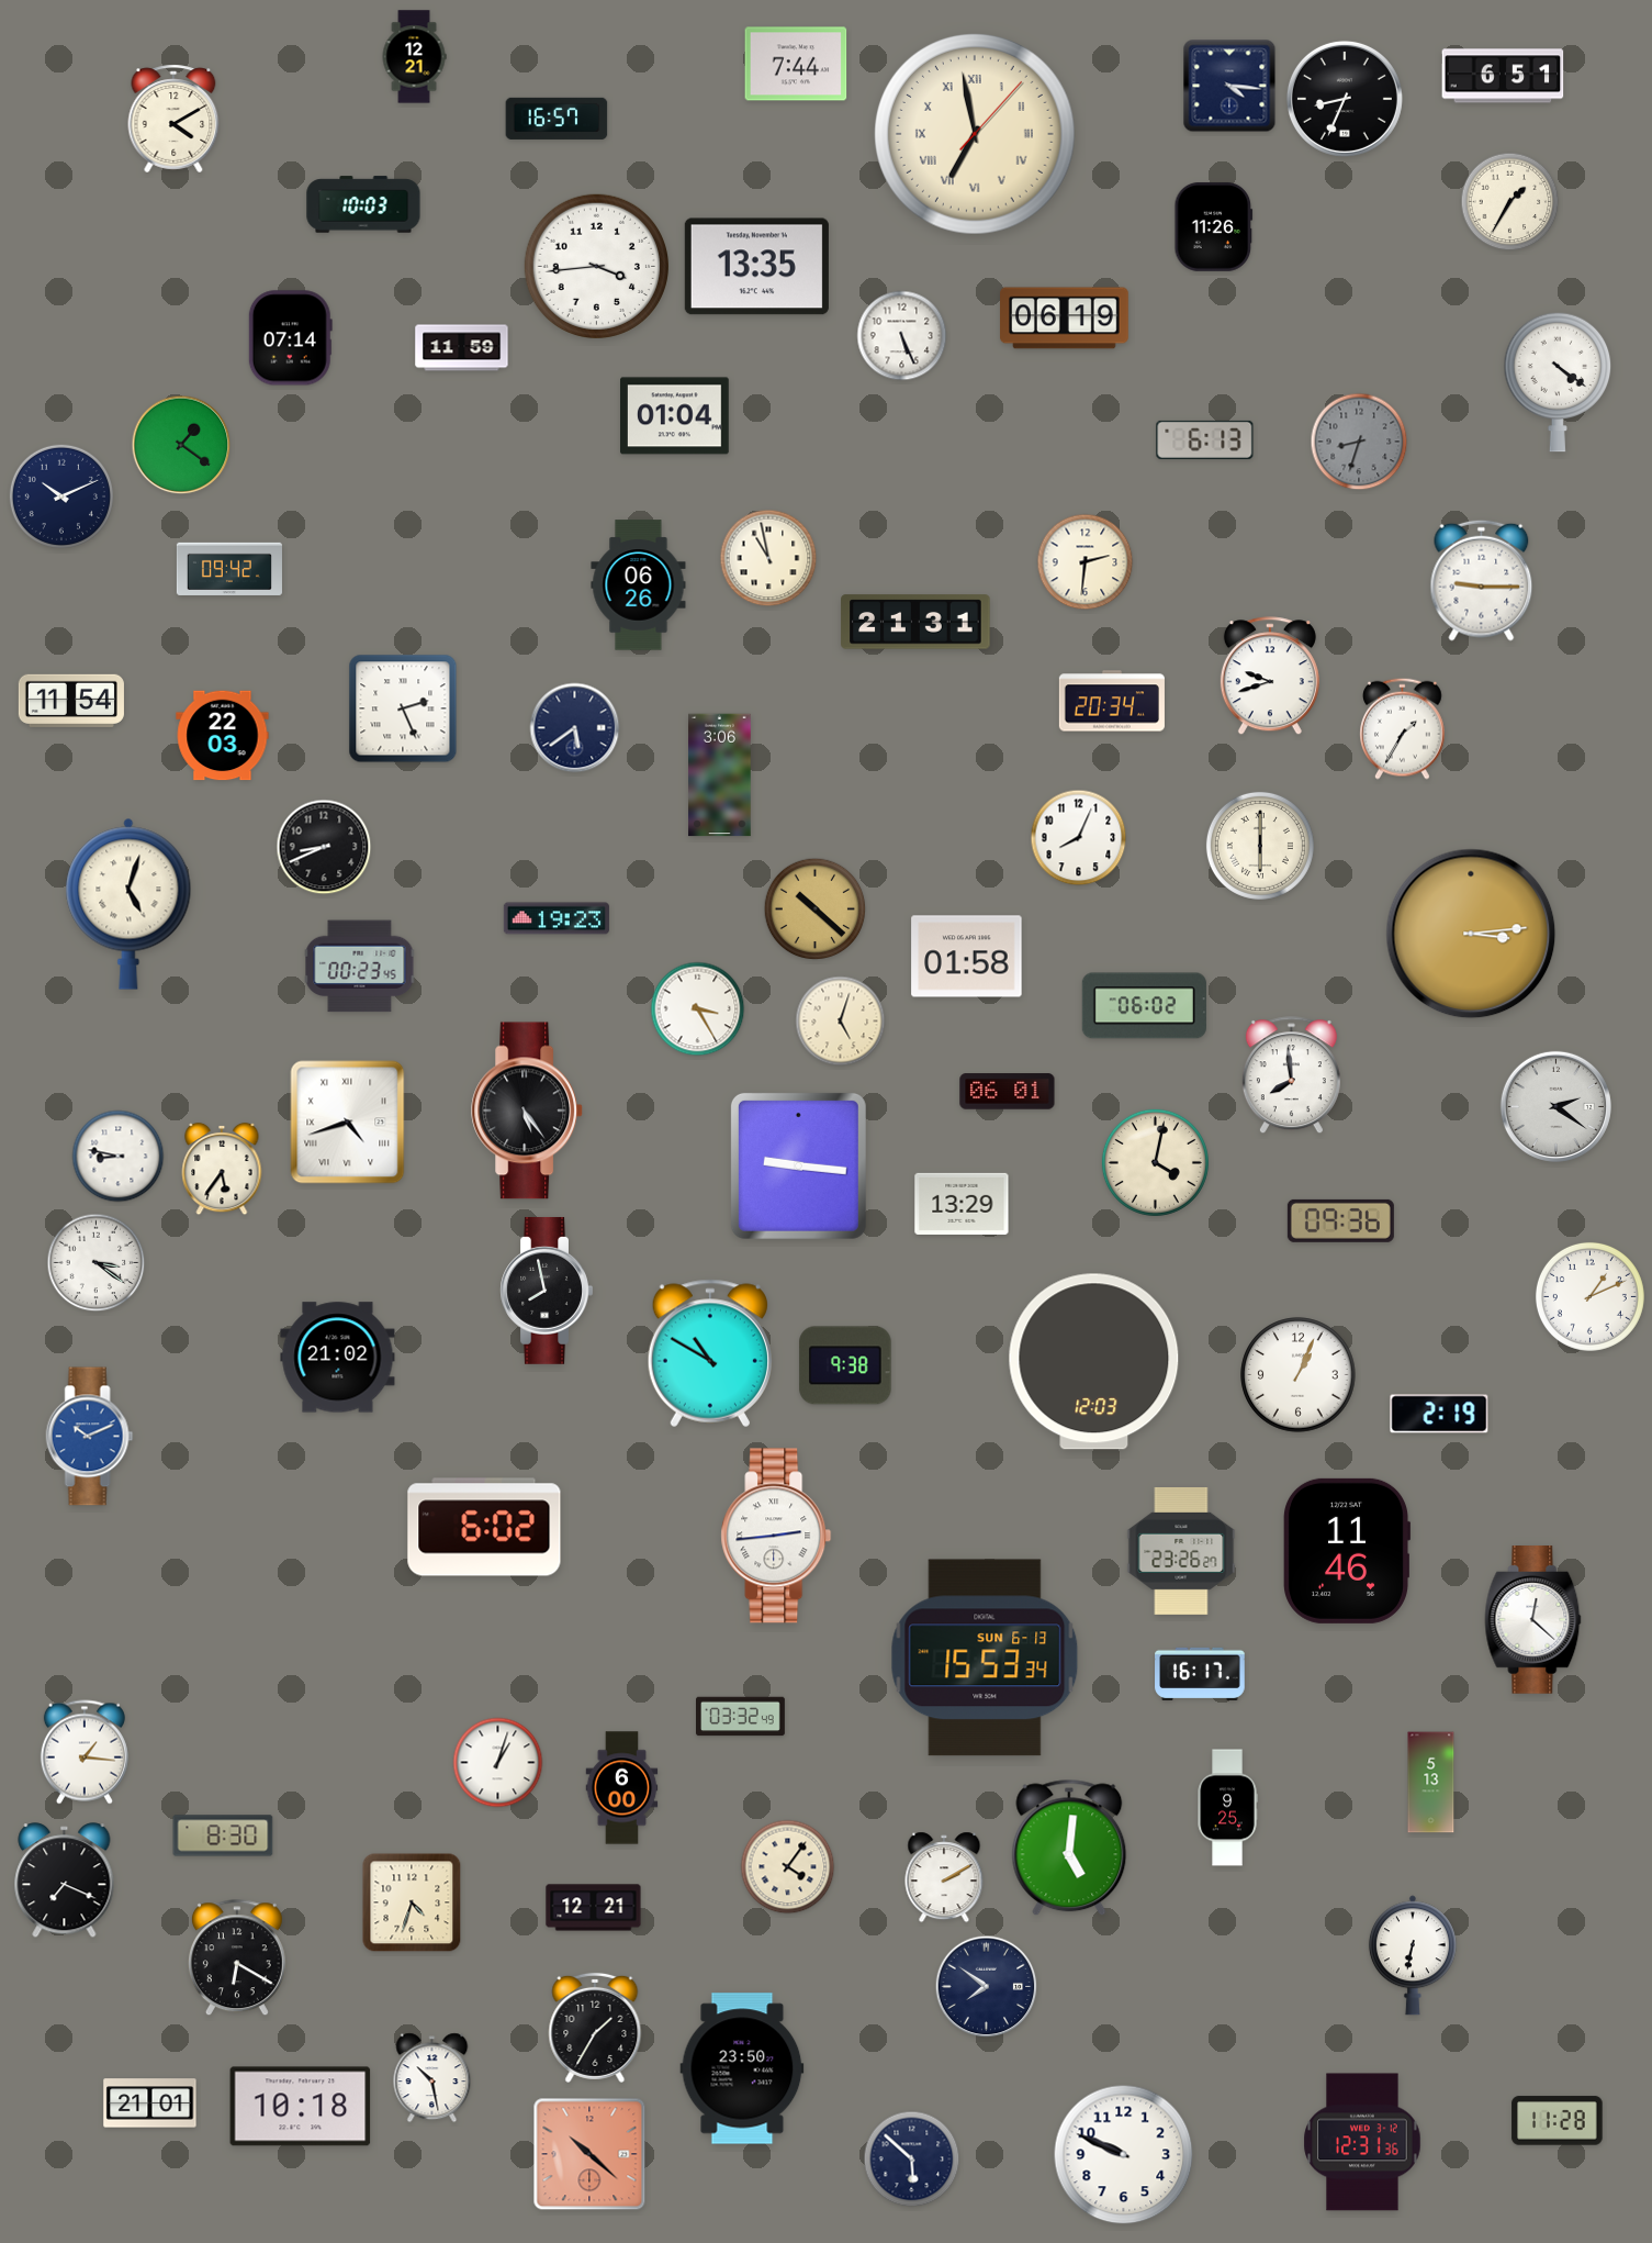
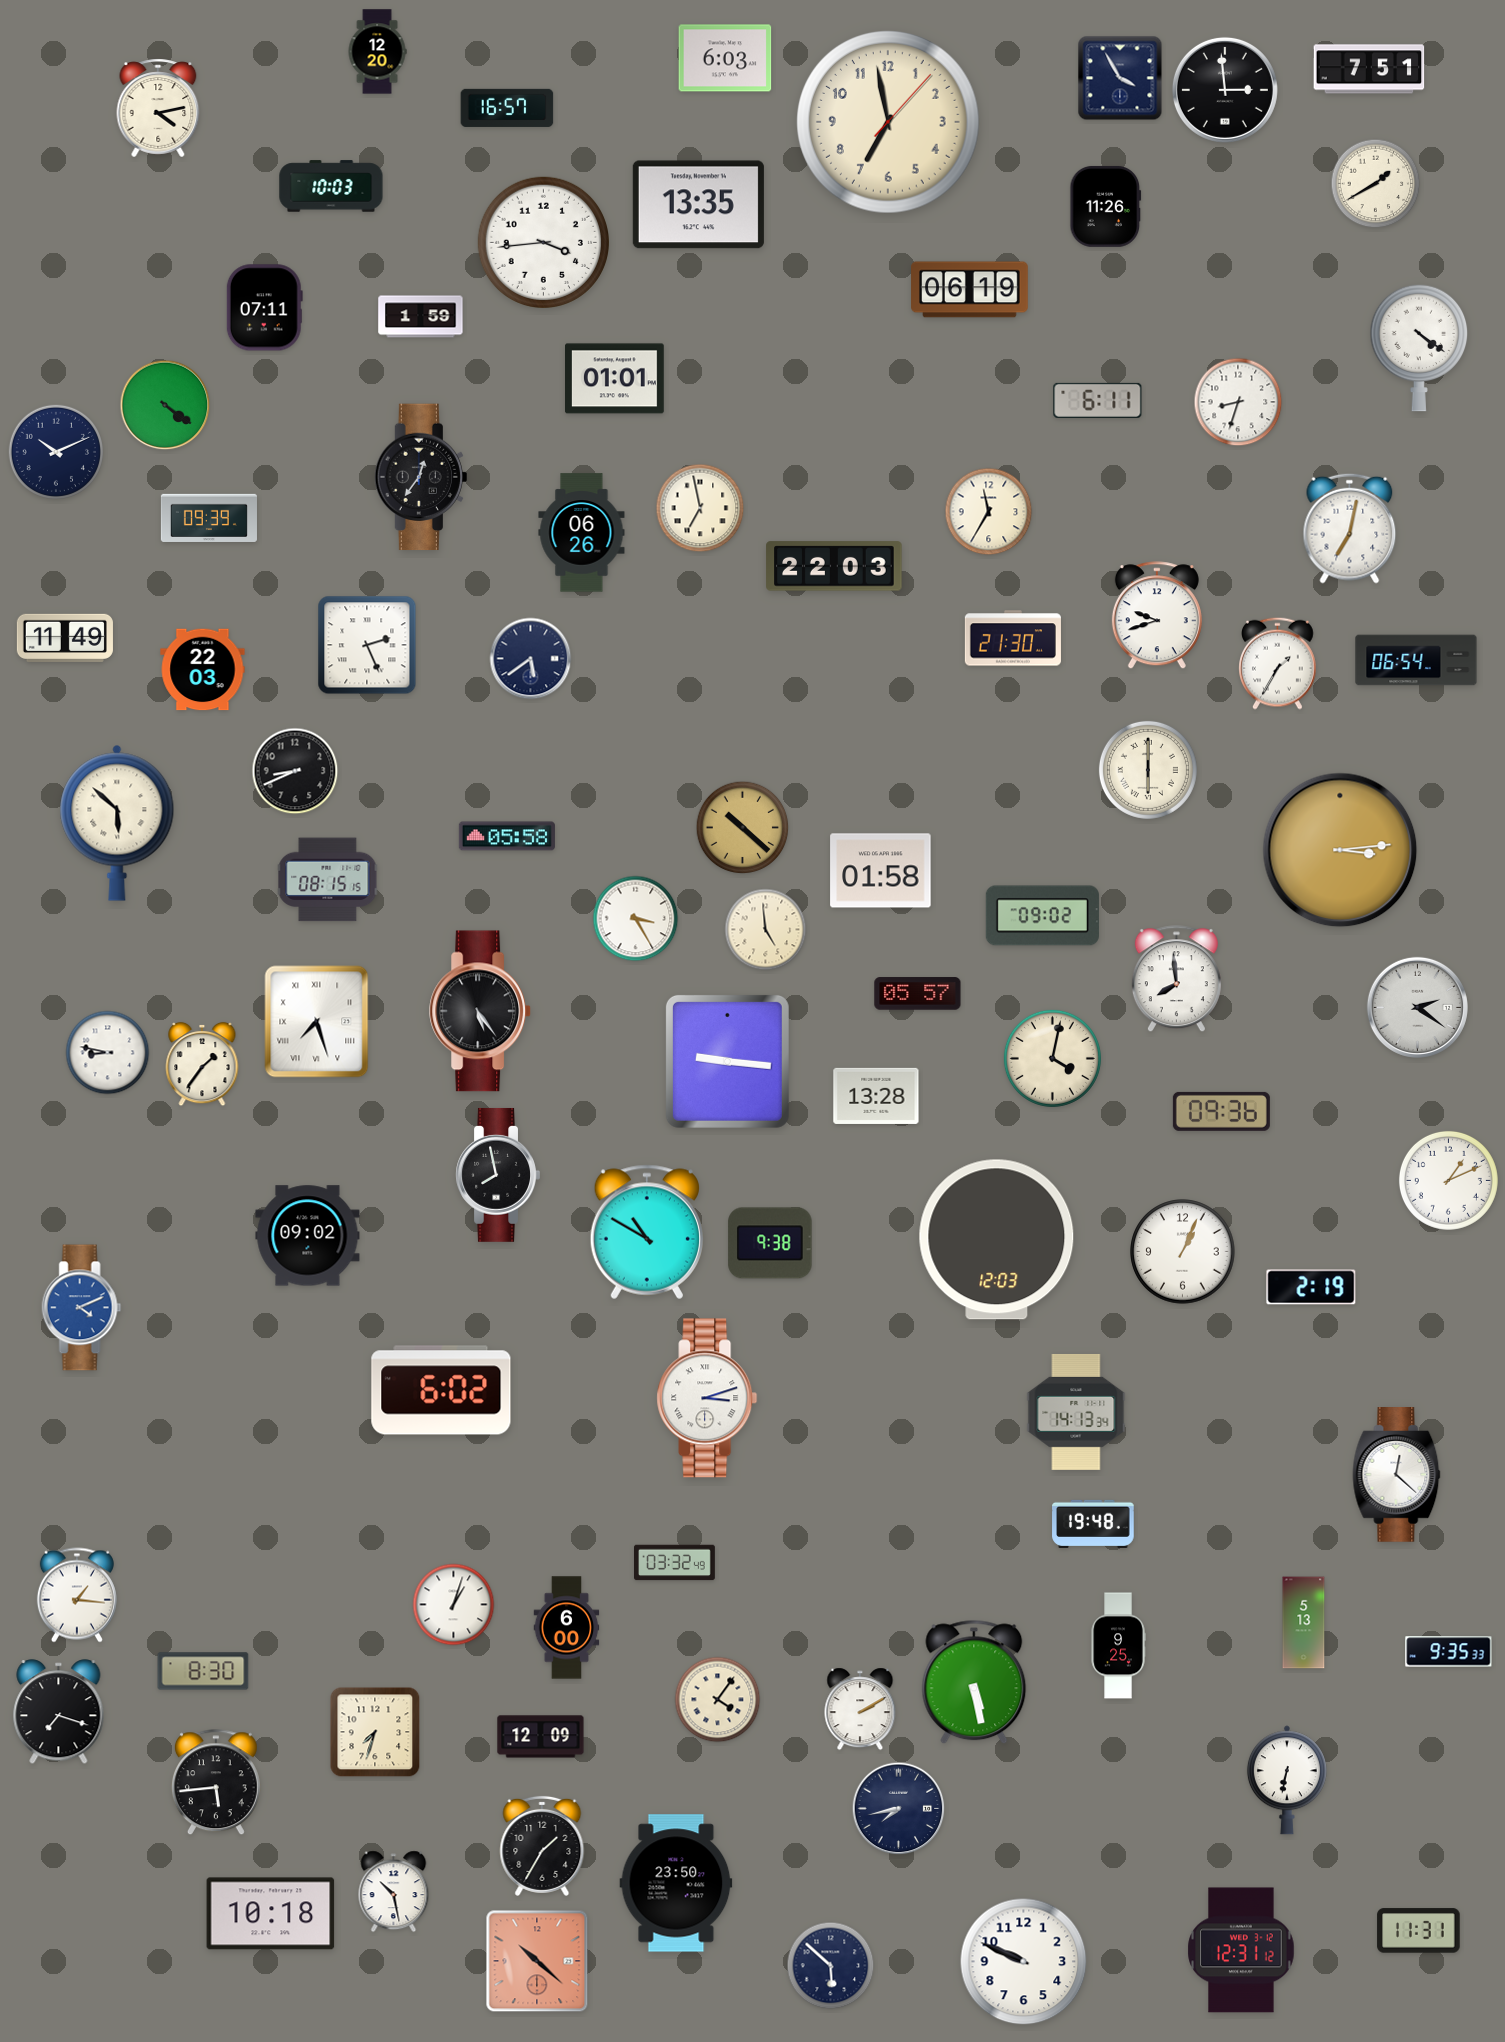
clock at (414, 57): 12:21 -> 12:20
clock at (796, 64): 7:44 -> 6:03
clock at (1503, 76): 6:51 -> 7:51
clock at (1229, 86): 4:16 -> 3:55
clock at (1345, 99): 8:34 -> 2:59
clock at (173, 119): 4:10 -> 4:13
clock at (975, 134) numerals: Roman -> Arabic
clock at (1510, 202): 1:35 -> 1:40
clock at (756, 267) position: (756, 267) -> (698, 205)
clock at (902, 336): 5:26 -> none
clock at (290, 338): 07:14 -> 07:11
clock at (462, 348): 11:59 -> 1:59
clock at (675, 416): 01:04 -> 01:01
clock at (1205, 439): 6:13 -> 6:11
clock at (1359, 442) dial: grey -> white
clock at (181, 445): 1:21 -> 4:21
clock at (421, 477): none -> 12:36
clock at (768, 558): 10:58 -> 6:58
clock at (1086, 562): 2:31 -> 11:35
clock at (229, 569): 09:42 -> 09:39
clock at (1482, 580): 9:15 -> 7:02
clock at (915, 622): 21:31 -> 22:03
clock at (71, 701): 11:54 -> 11:49
clock at (1112, 701): 20:34 -> 21:30
clock at (1416, 660): none -> 06:54
clock at (575, 728) position: (575, 728) -> (531, 659)
clock at (720, 775): 3:06 -> none
clock at (1079, 838): 8:04 -> none
clock at (128, 904): 5:03 -> 5:52
clock at (557, 918): 19:23 -> 05:58
clock at (360, 967): 00:23 -> 08:15
clock at (1144, 1006): 06:02 -> 09:02
clock at (841, 1022): 5:03 -> 4:59
clock at (1008, 1092): 06:01 -> 05:57
clock at (348, 1123): 4:42 -> 7:27
clock at (222, 1169): 5:36 -> 1:36
clock at (962, 1204): 13:29 -> 13:28
clock at (97, 1263): 3:21 -> none
clock at (338, 1358): 21:02 -> 09:02
clock at (90, 1437): 10:11 -> 4:11
clock at (776, 1536): 2:44 -> 3:12
clock at (1181, 1551): 23:26 -> 14:13
clock at (1347, 1551): 11:46 -> none
clock at (985, 1658): 15:53 -> none
clock at (1200, 1674): 16:17 -> 19:48
clock at (1449, 1652): none -> 9:35
clock at (1069, 1848): 5:01 -> 5:28
clock at (65, 1881): 7:19 -> 7:18
clock at (412, 1902): 4:33 -> 7:33
clock at (594, 1908): 12:21 -> 12:09
clock at (237, 1959): 6:20 -> 5:44
clock at (987, 1987): 7:51 -> 7:43
clock at (150, 2103): 21:01 -> none
clock at (301, 2107) position: (301, 2107) -> (271, 1914)
clock at (1558, 2121): 11:28 -> 11:31
clock at (1362, 2142): 12:31:36 -> 12:31:12
